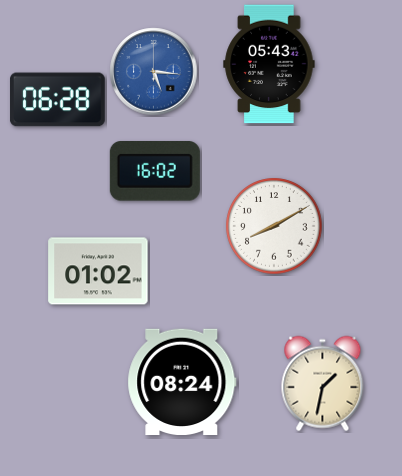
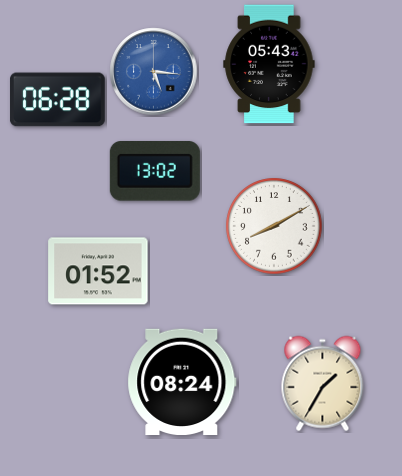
clock at (155, 172): 16:02 -> 13:02
clock at (98, 271): 01:02 -> 01:52
clock at (323, 384): 1:32 -> 1:35
